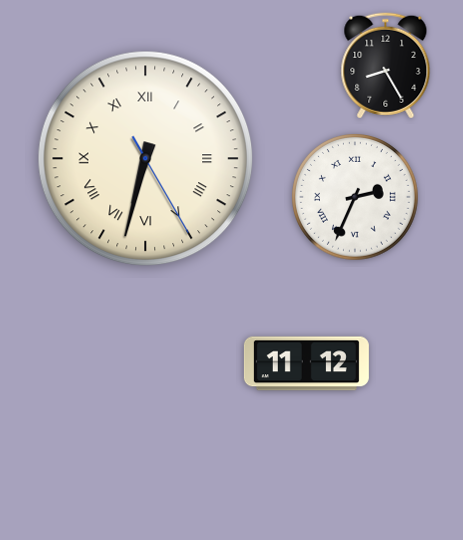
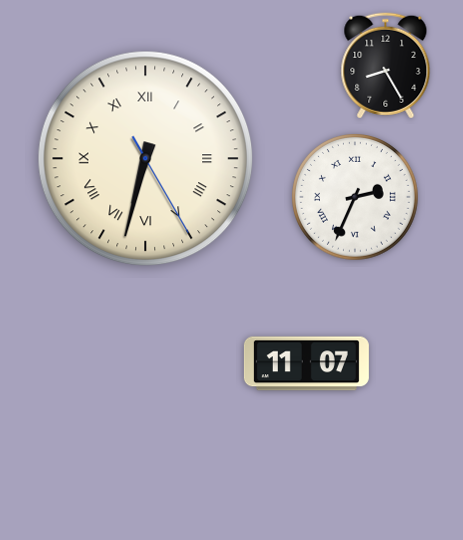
clock at (306, 364): 11:12 -> 11:07
